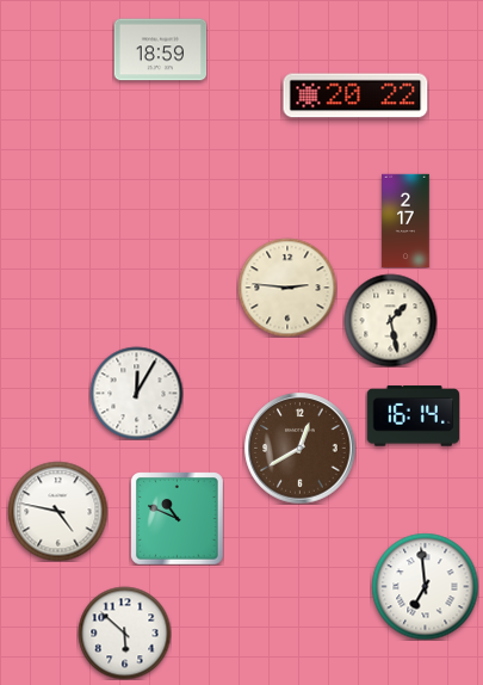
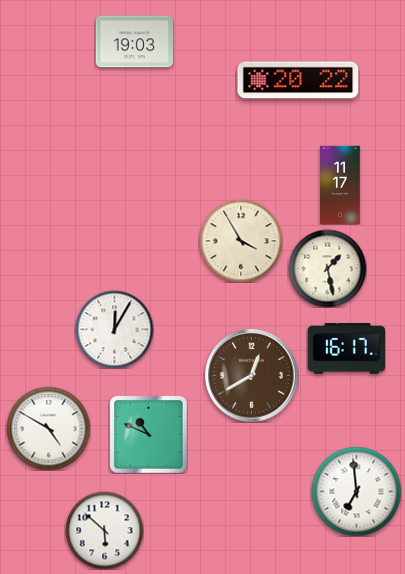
clock at (160, 50): 18:59 -> 19:03
clock at (405, 221): 2:17 -> 11:17
clock at (287, 288): 2:46 -> 3:55
clock at (413, 416): 16:14 -> 16:17
clock at (57, 511): 4:47 -> 4:50
